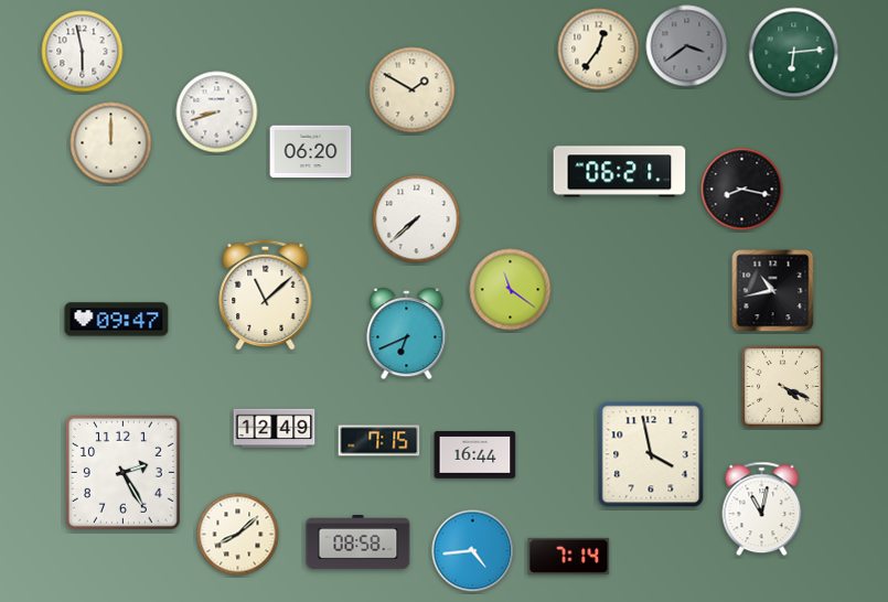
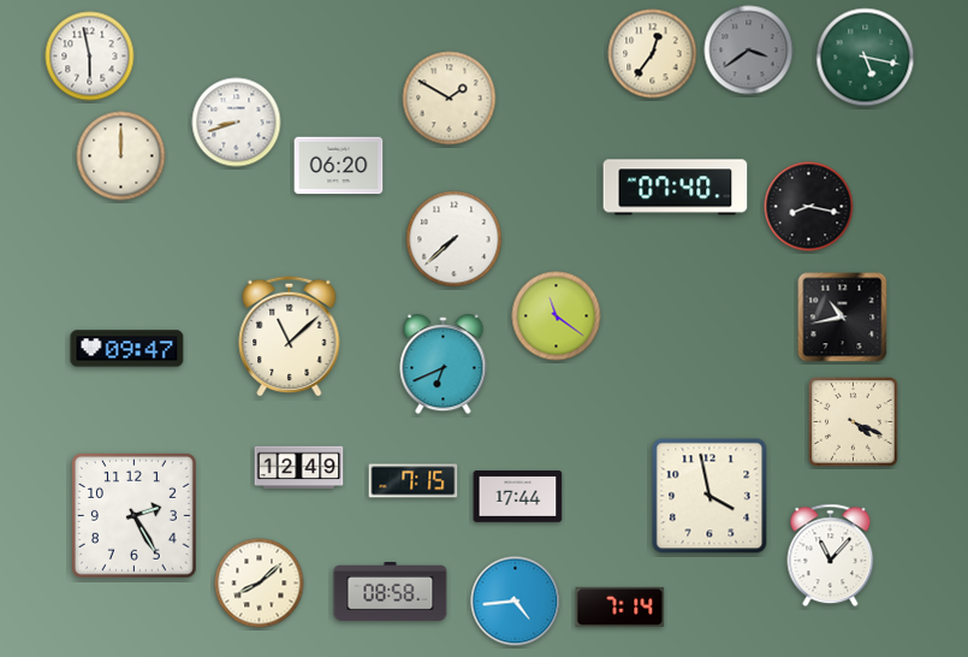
clock at (794, 53): 6:14 -> 5:17
clock at (620, 172): 06:21 -> 07:40
clock at (266, 294) position: (266, 294) -> (290, 336)
clock at (475, 455): 16:44 -> 17:44
clock at (762, 509): 11:02 -> 11:07
